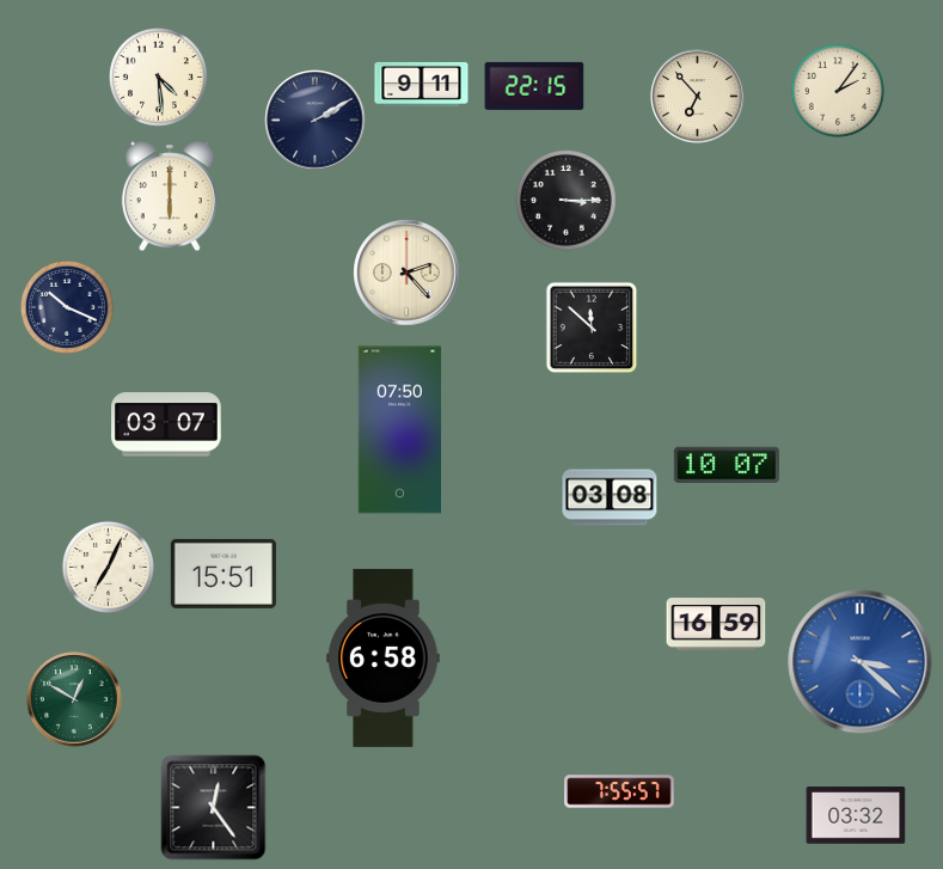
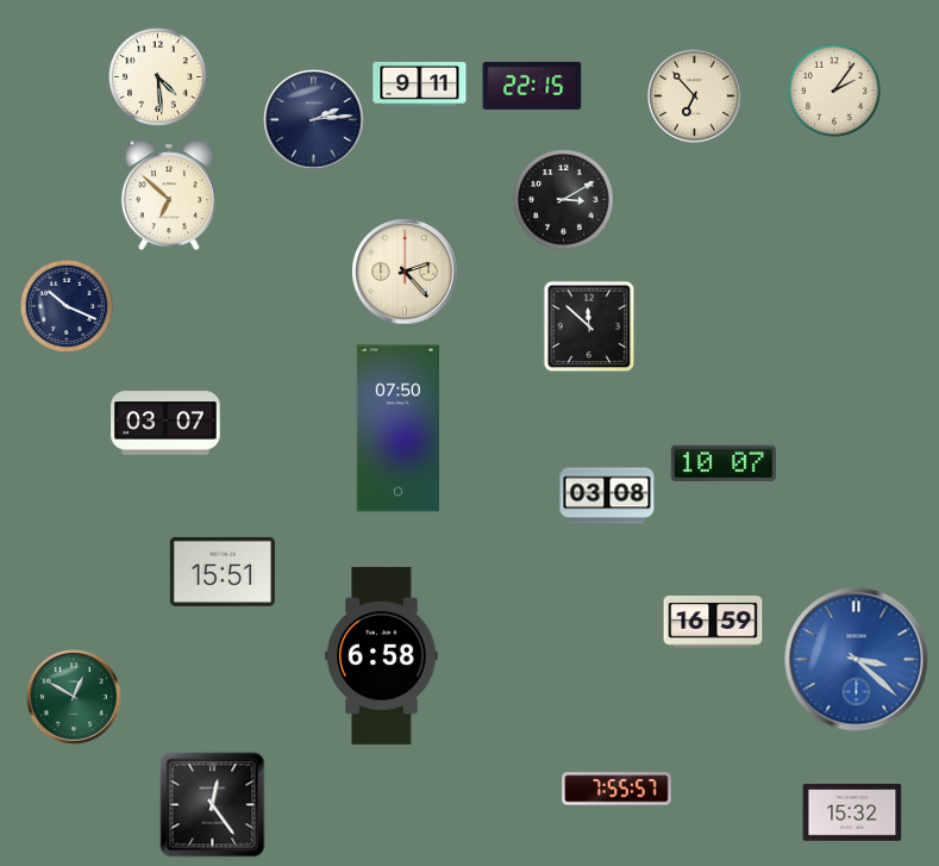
clock at (316, 121): 2:10 -> 2:14
clock at (170, 196): 6:00 -> 6:52
clock at (567, 201): 3:15 -> 3:10
clock at (108, 567): 7:04 -> none
clock at (856, 815): 03:32 -> 15:32
